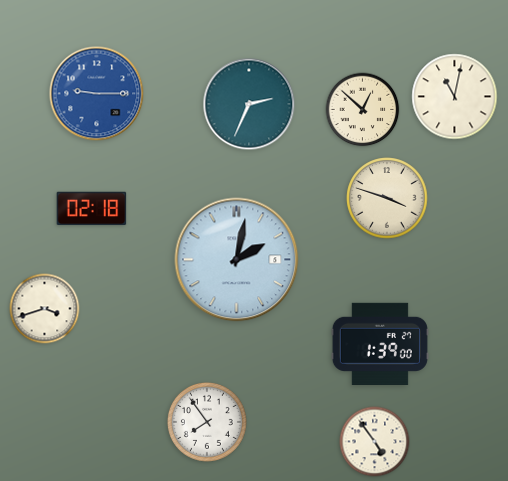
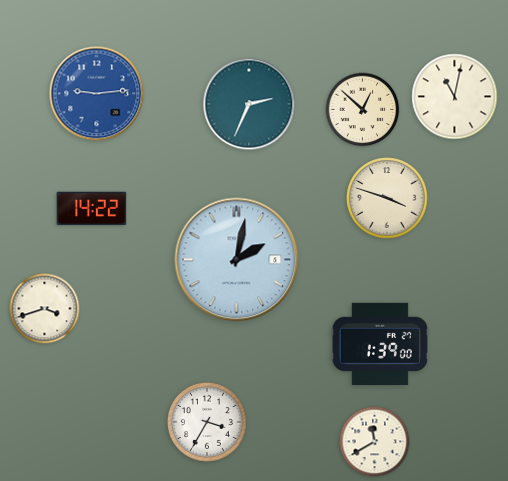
clock at (97, 94): 9:15 -> 9:14
clock at (92, 209): 02:18 -> 14:22
clock at (207, 422): 7:54 -> 3:35
clock at (375, 442): 4:54 -> 11:40
